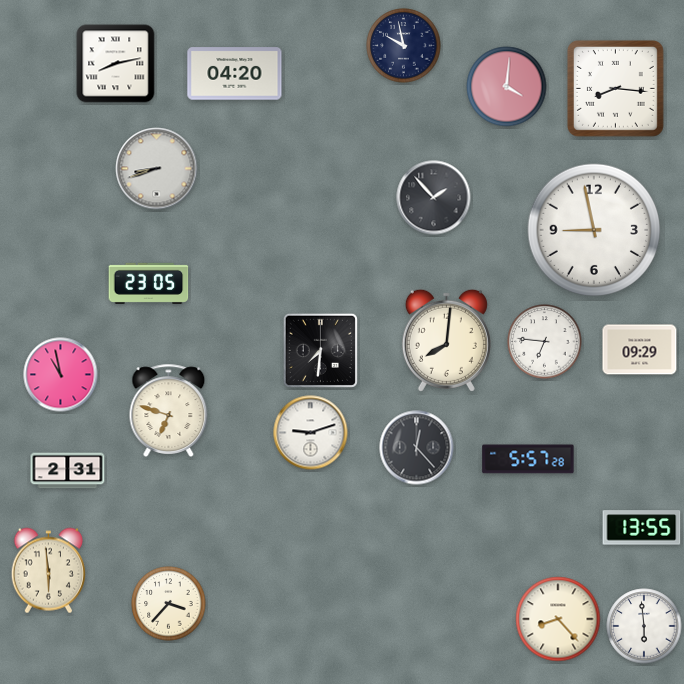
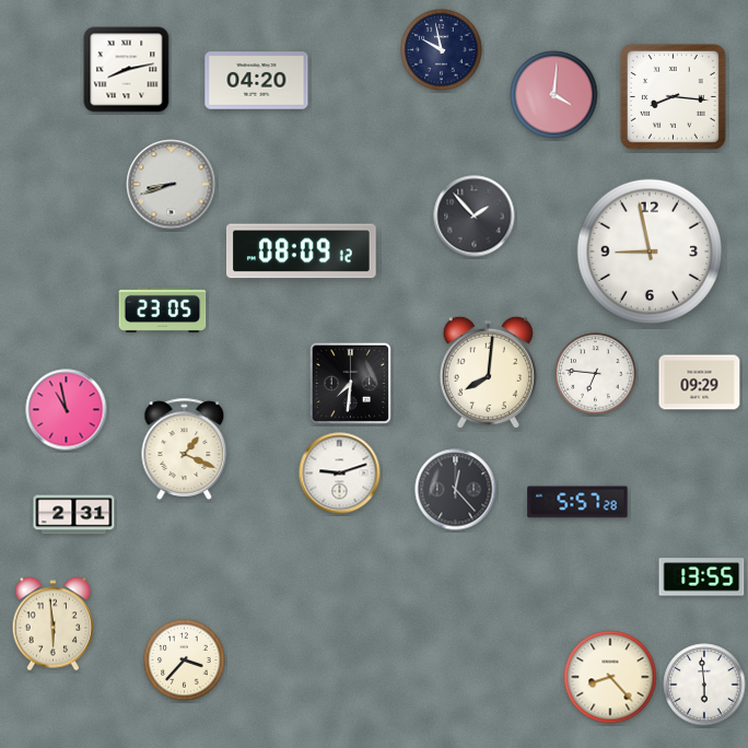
clock at (301, 252): none -> 08:09
clock at (169, 410): 6:48 -> 1:19
